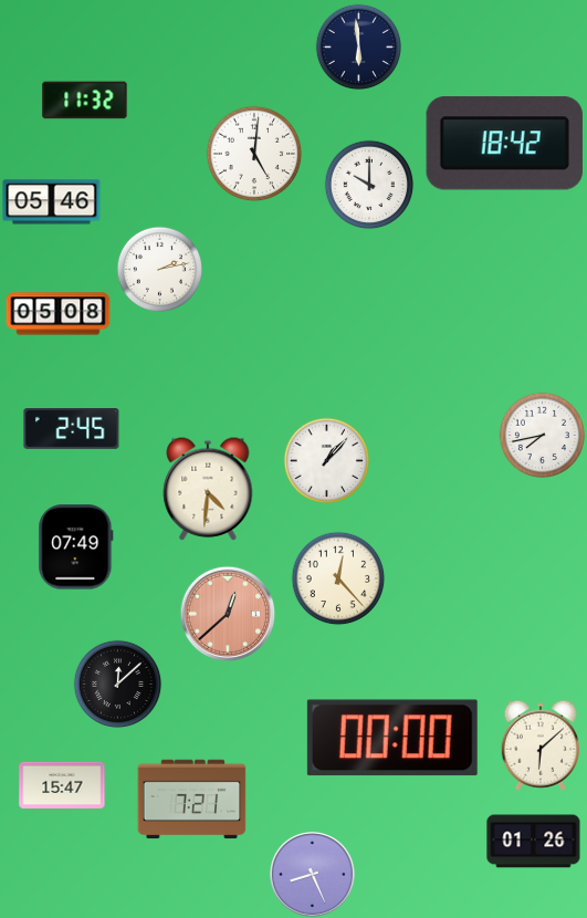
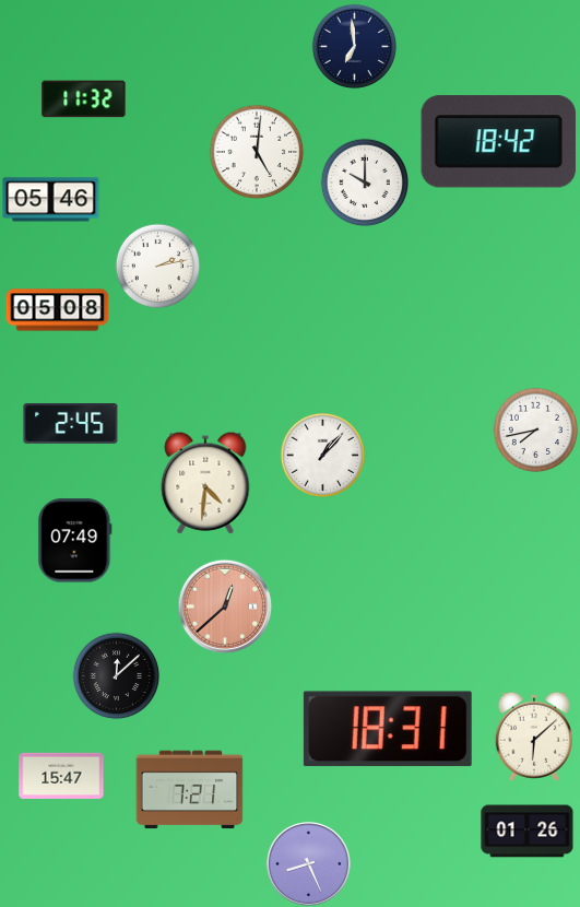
clock at (358, 46): 5:59 -> 6:59
clock at (254, 154) position: (254, 154) -> (257, 152)
clock at (338, 578): 12:23 -> none
clock at (392, 738): 00:00 -> 18:31
